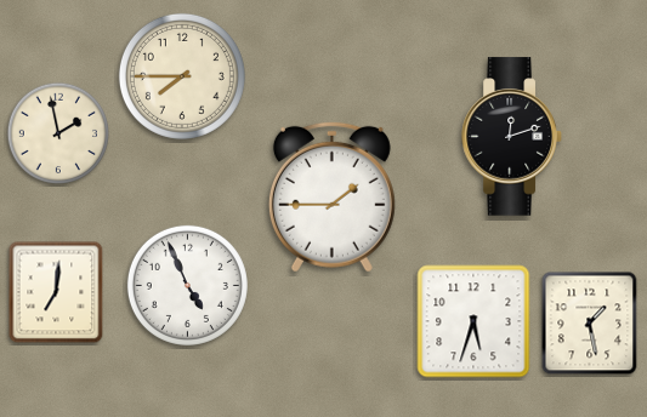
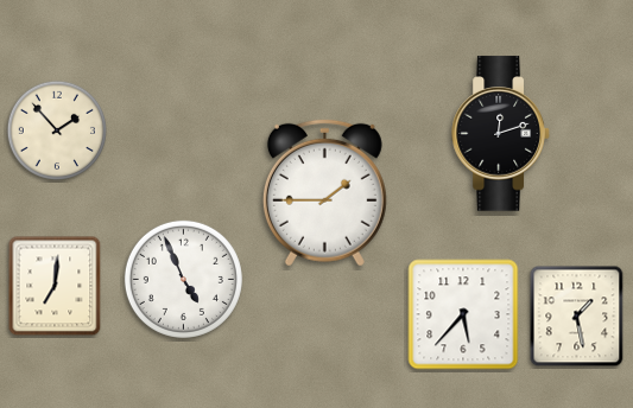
clock at (182, 76): 7:45 -> none
clock at (57, 132): 1:58 -> 1:53
clock at (473, 321): 5:33 -> 5:37
